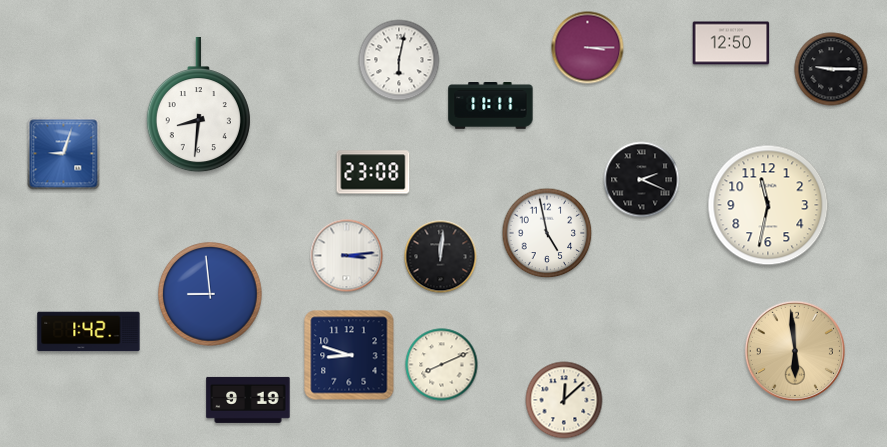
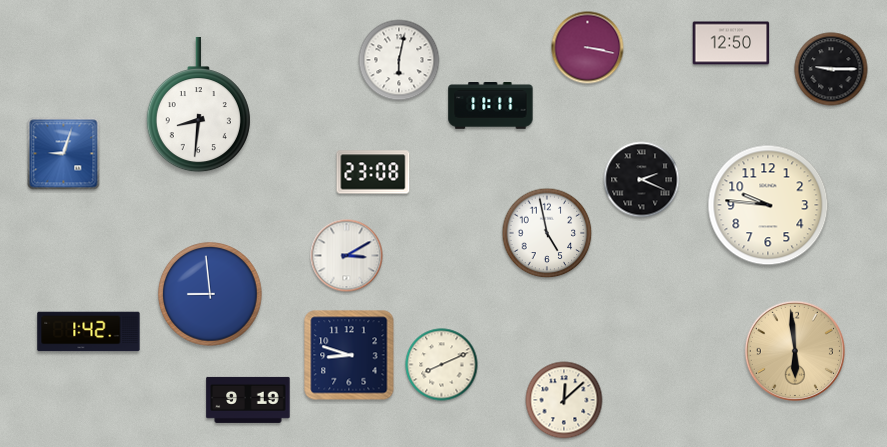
clock at (588, 48): 3:15 -> 3:17
clock at (768, 205): 11:32 -> 9:46
clock at (347, 256): 3:14 -> 3:10
clock at (441, 257): 12:01 -> none
